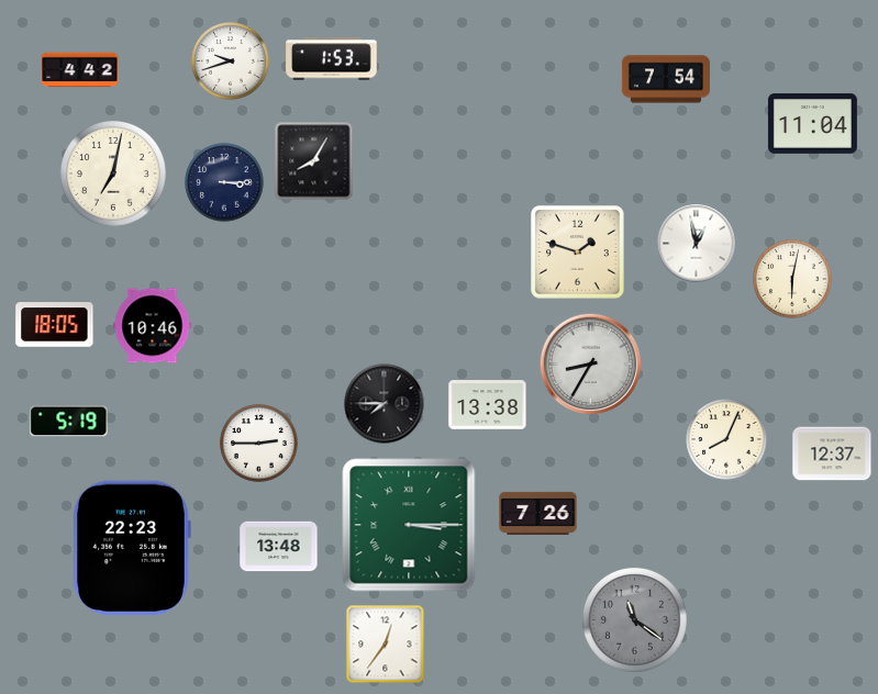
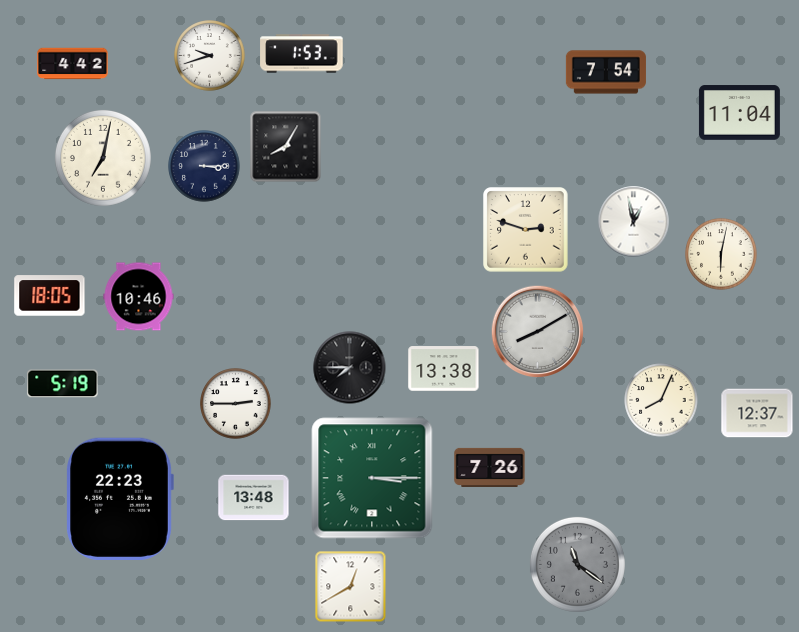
clock at (578, 253): 1:48 -> 2:48
clock at (591, 365): 8:35 -> 8:10
clock at (386, 645): 12:36 -> 12:40
